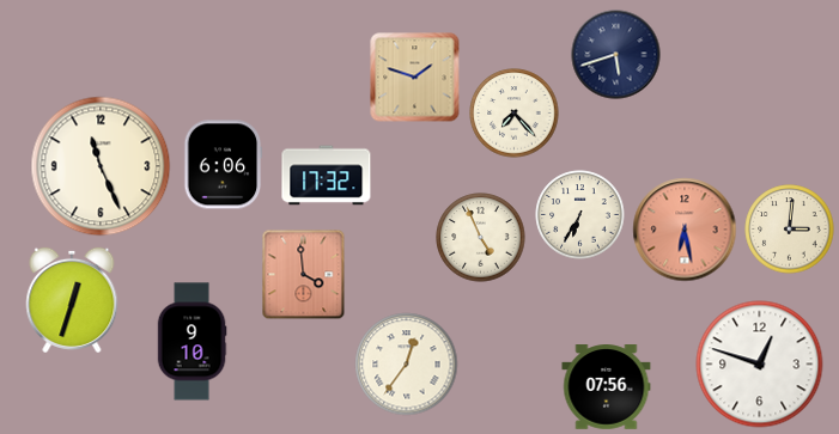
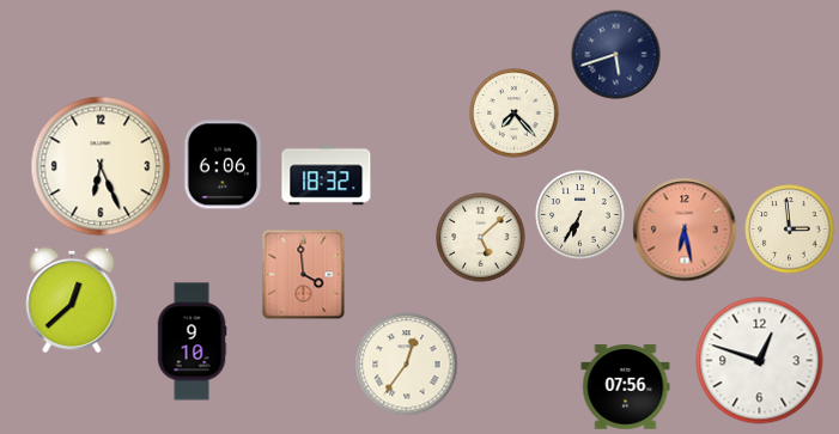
clock at (415, 78): 1:48 -> none
clock at (101, 166): 11:26 -> 6:26
clock at (327, 176): 17:32 -> 18:32
clock at (790, 230): 3:01 -> 2:59
clock at (481, 238): 4:56 -> 5:08
clock at (72, 300): 12:33 -> 12:38
clock at (760, 365) position: (760, 365) -> (760, 361)
clock at (607, 387) position: (607, 387) -> (626, 387)
